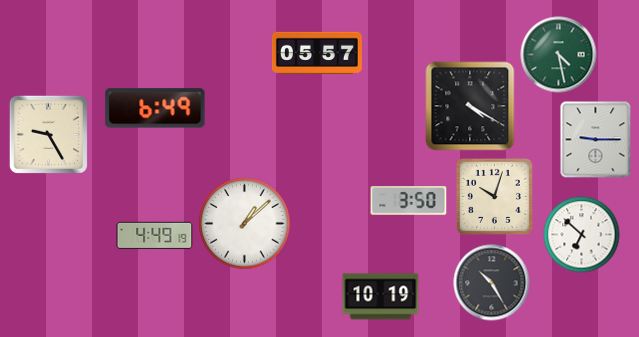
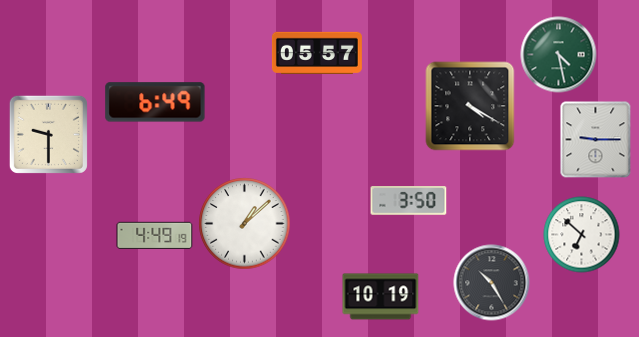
clock at (155, 108) position: (155, 108) -> (155, 102)
clock at (48, 134): 9:25 -> 9:30
clock at (494, 196): 10:03 -> none
